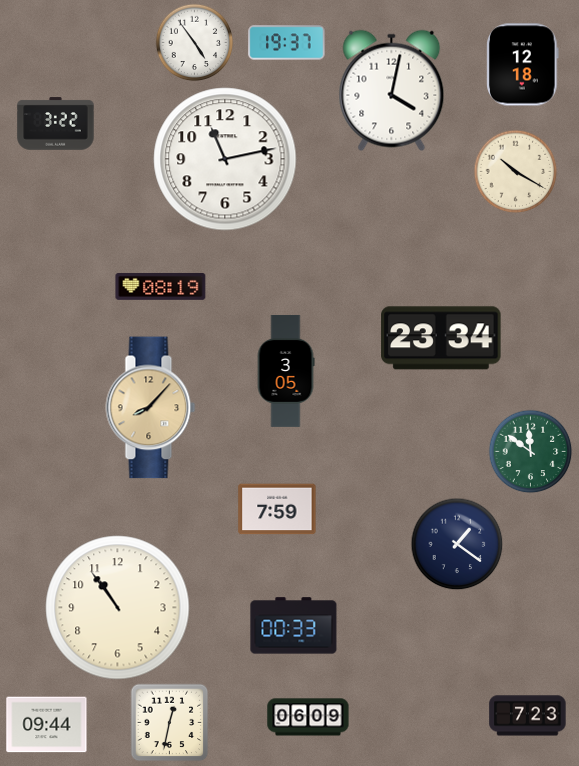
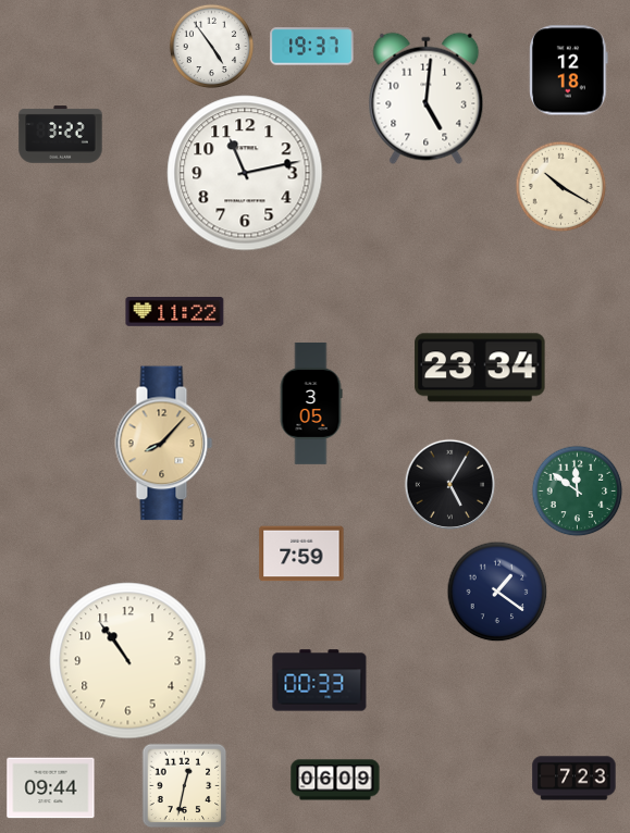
clock at (392, 91): 4:02 -> 5:01
clock at (161, 286): 08:19 -> 11:22
clock at (449, 484): none -> 5:05
